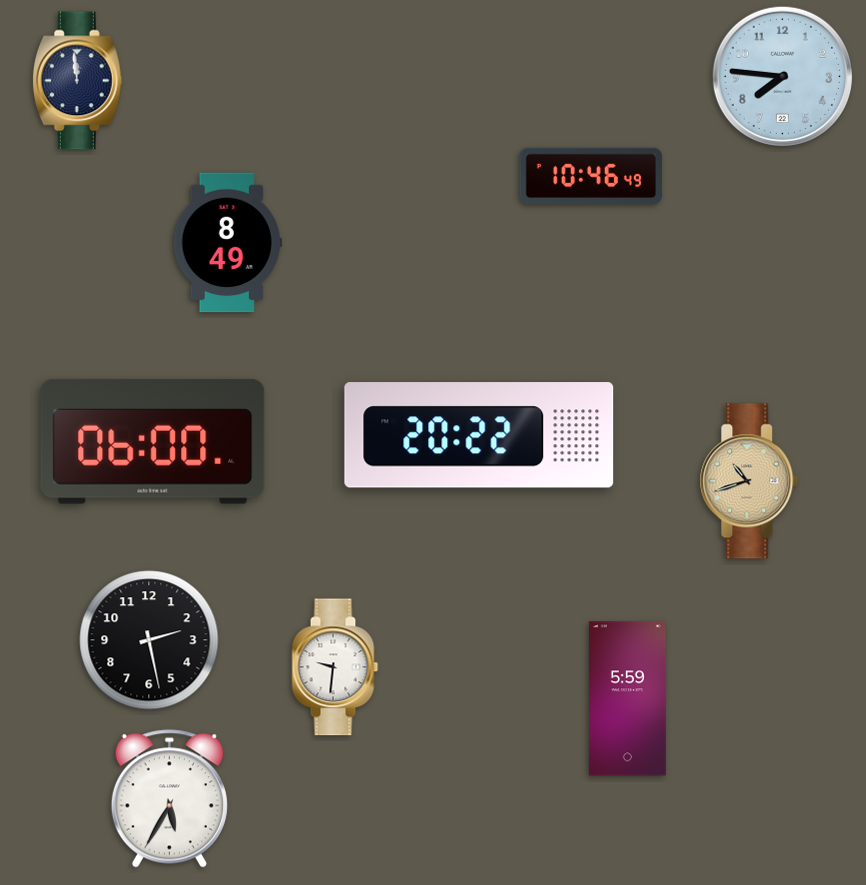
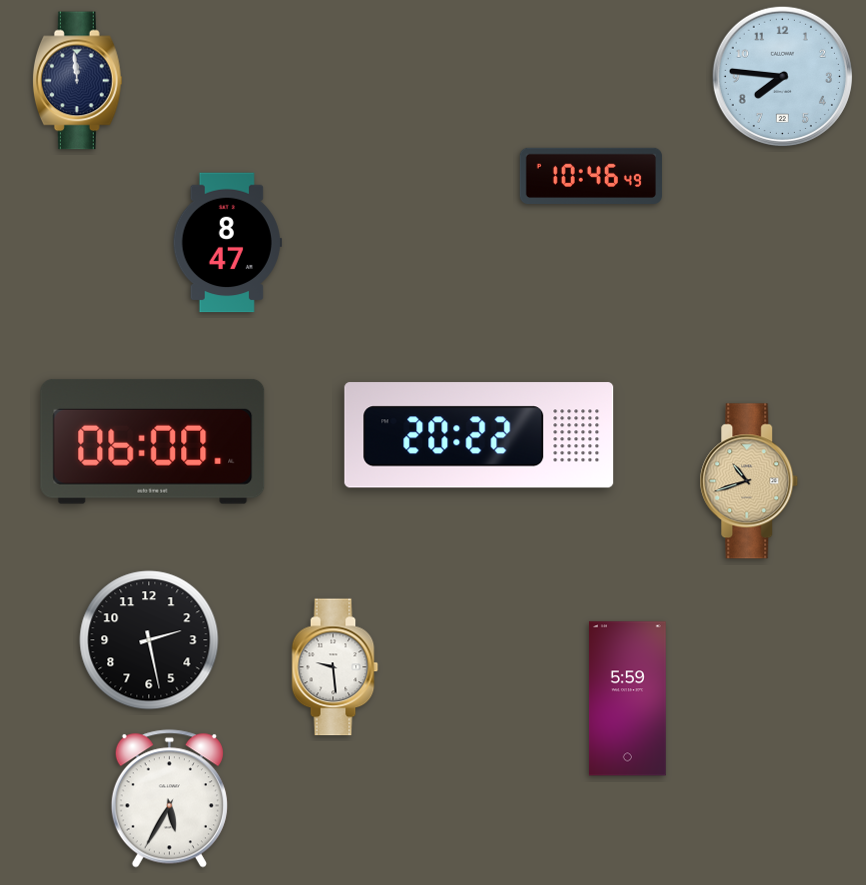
clock at (227, 243): 8:49 -> 8:47
clock at (335, 667): 9:31 -> 9:29
